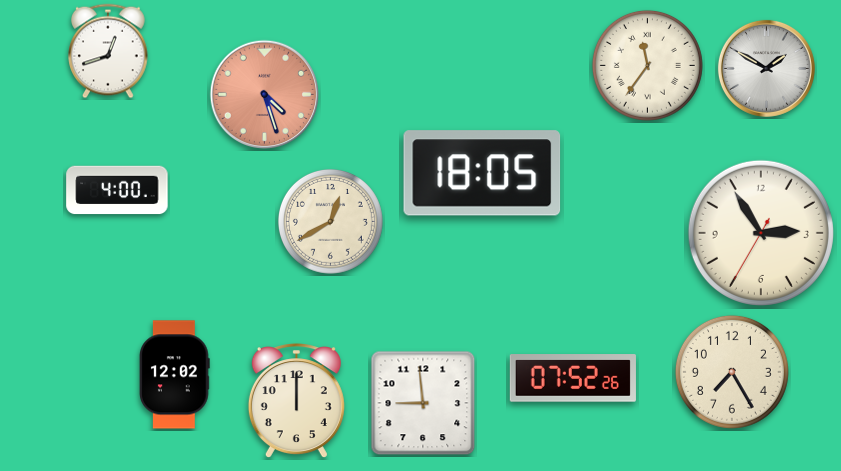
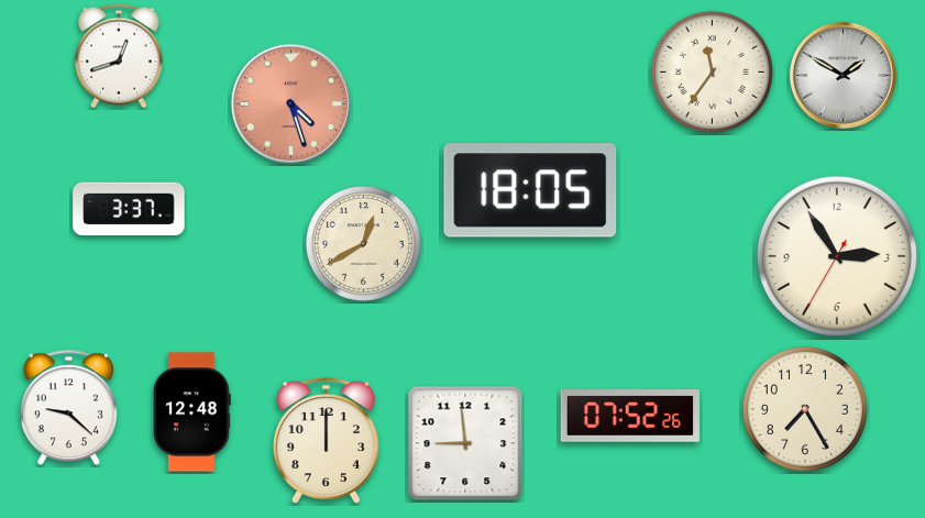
clock at (117, 190): 4:00 -> 3:37
clock at (68, 408): none -> 9:22
clock at (175, 375): 12:02 -> 12:48
